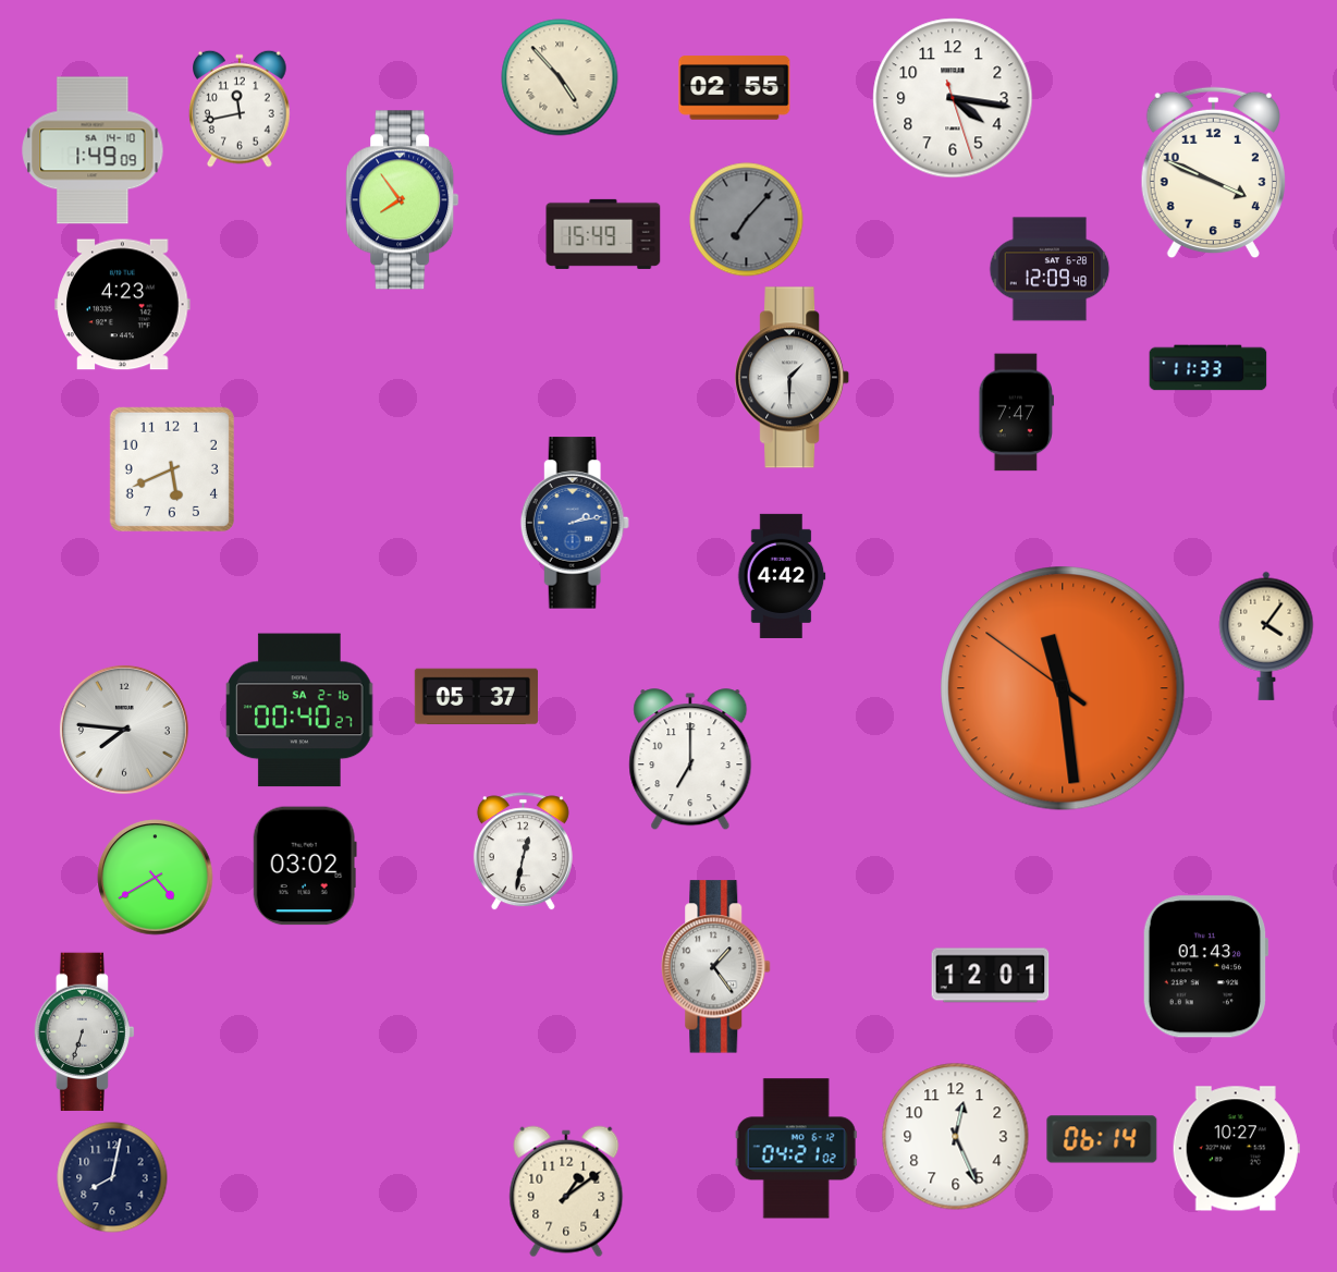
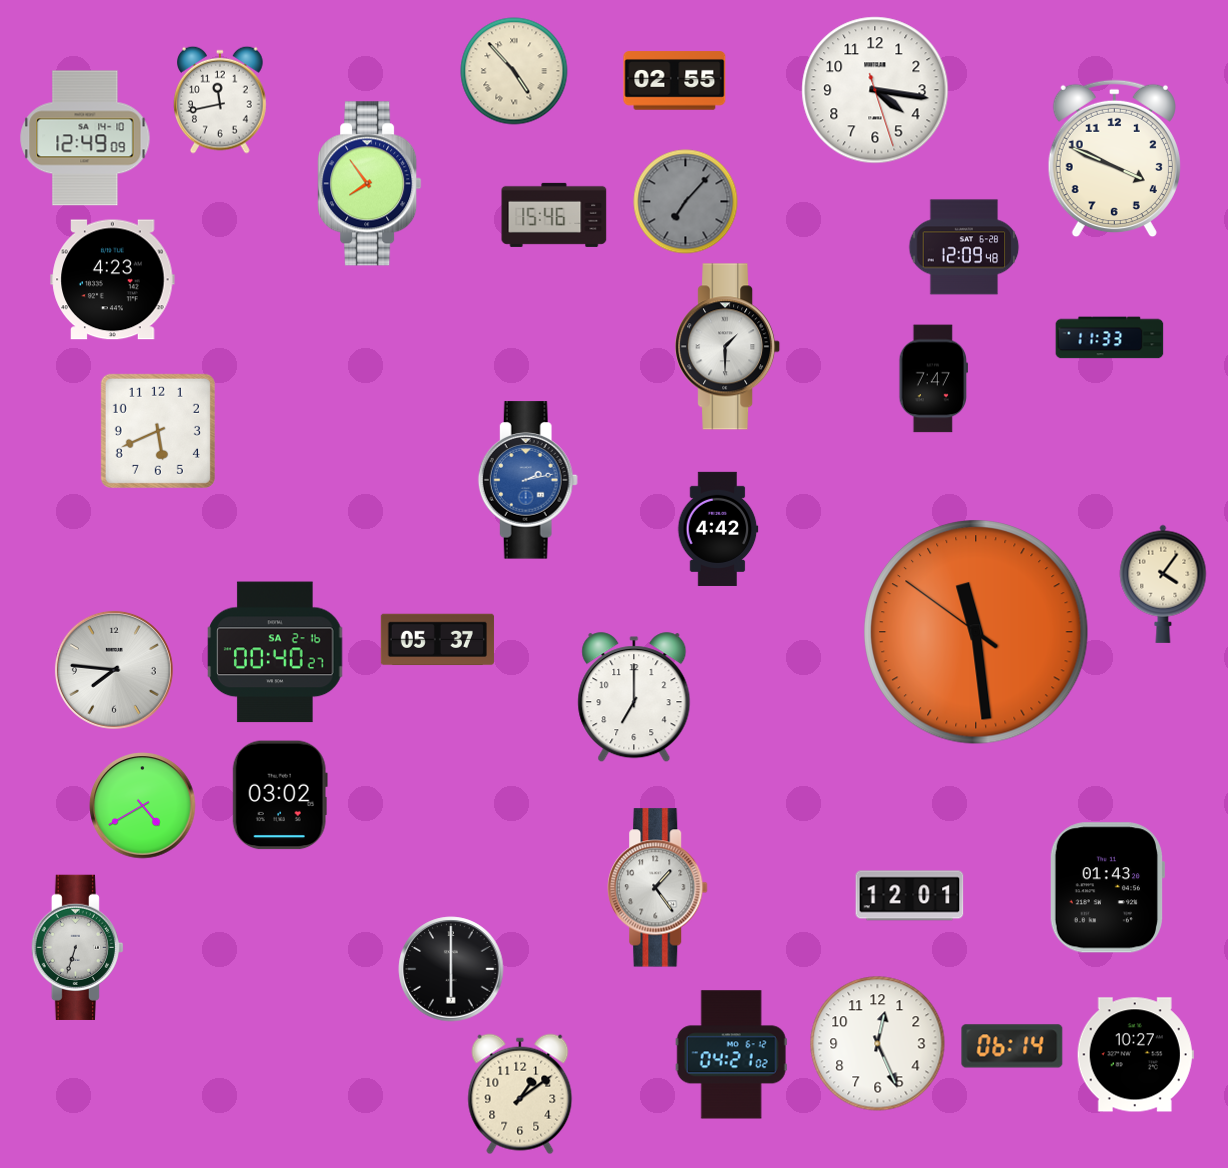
clock at (93, 150): 1:49 -> 12:49
clock at (603, 234): 15:49 -> 15:46
clock at (523, 852): 12:32 -> none
clock at (451, 969): none -> 6:00
clock at (112, 1177): 8:02 -> none
